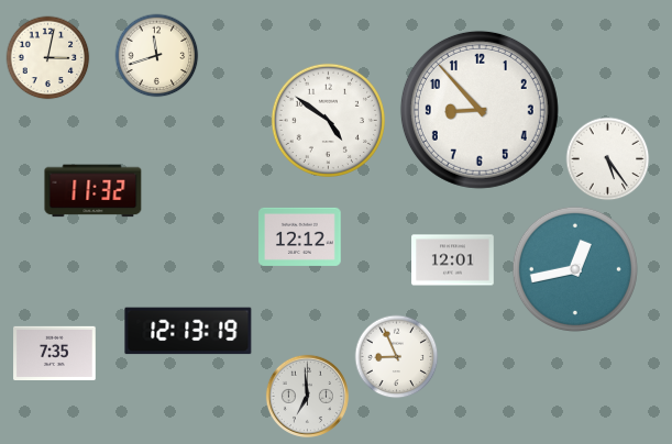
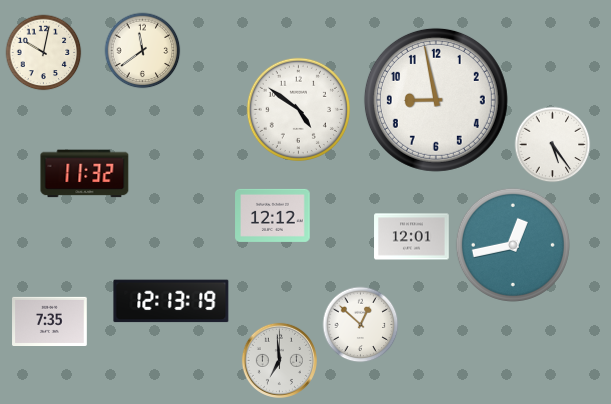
clock at (157, 56): 11:42 -> 11:39
clock at (48, 58): 3:02 -> 10:02
clock at (480, 110): 8:53 -> 8:58
clock at (575, 269) position: (575, 269) -> (513, 245)
clock at (397, 357): 8:56 -> 12:52
